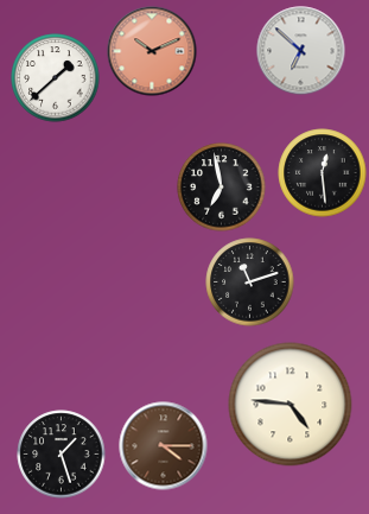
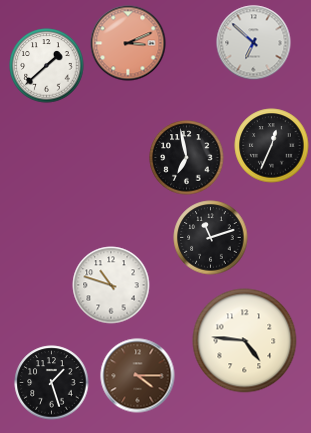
clock at (152, 51): 10:11 -> 3:11
clock at (323, 173): 12:29 -> 12:34
clock at (111, 285): none -> 10:48
